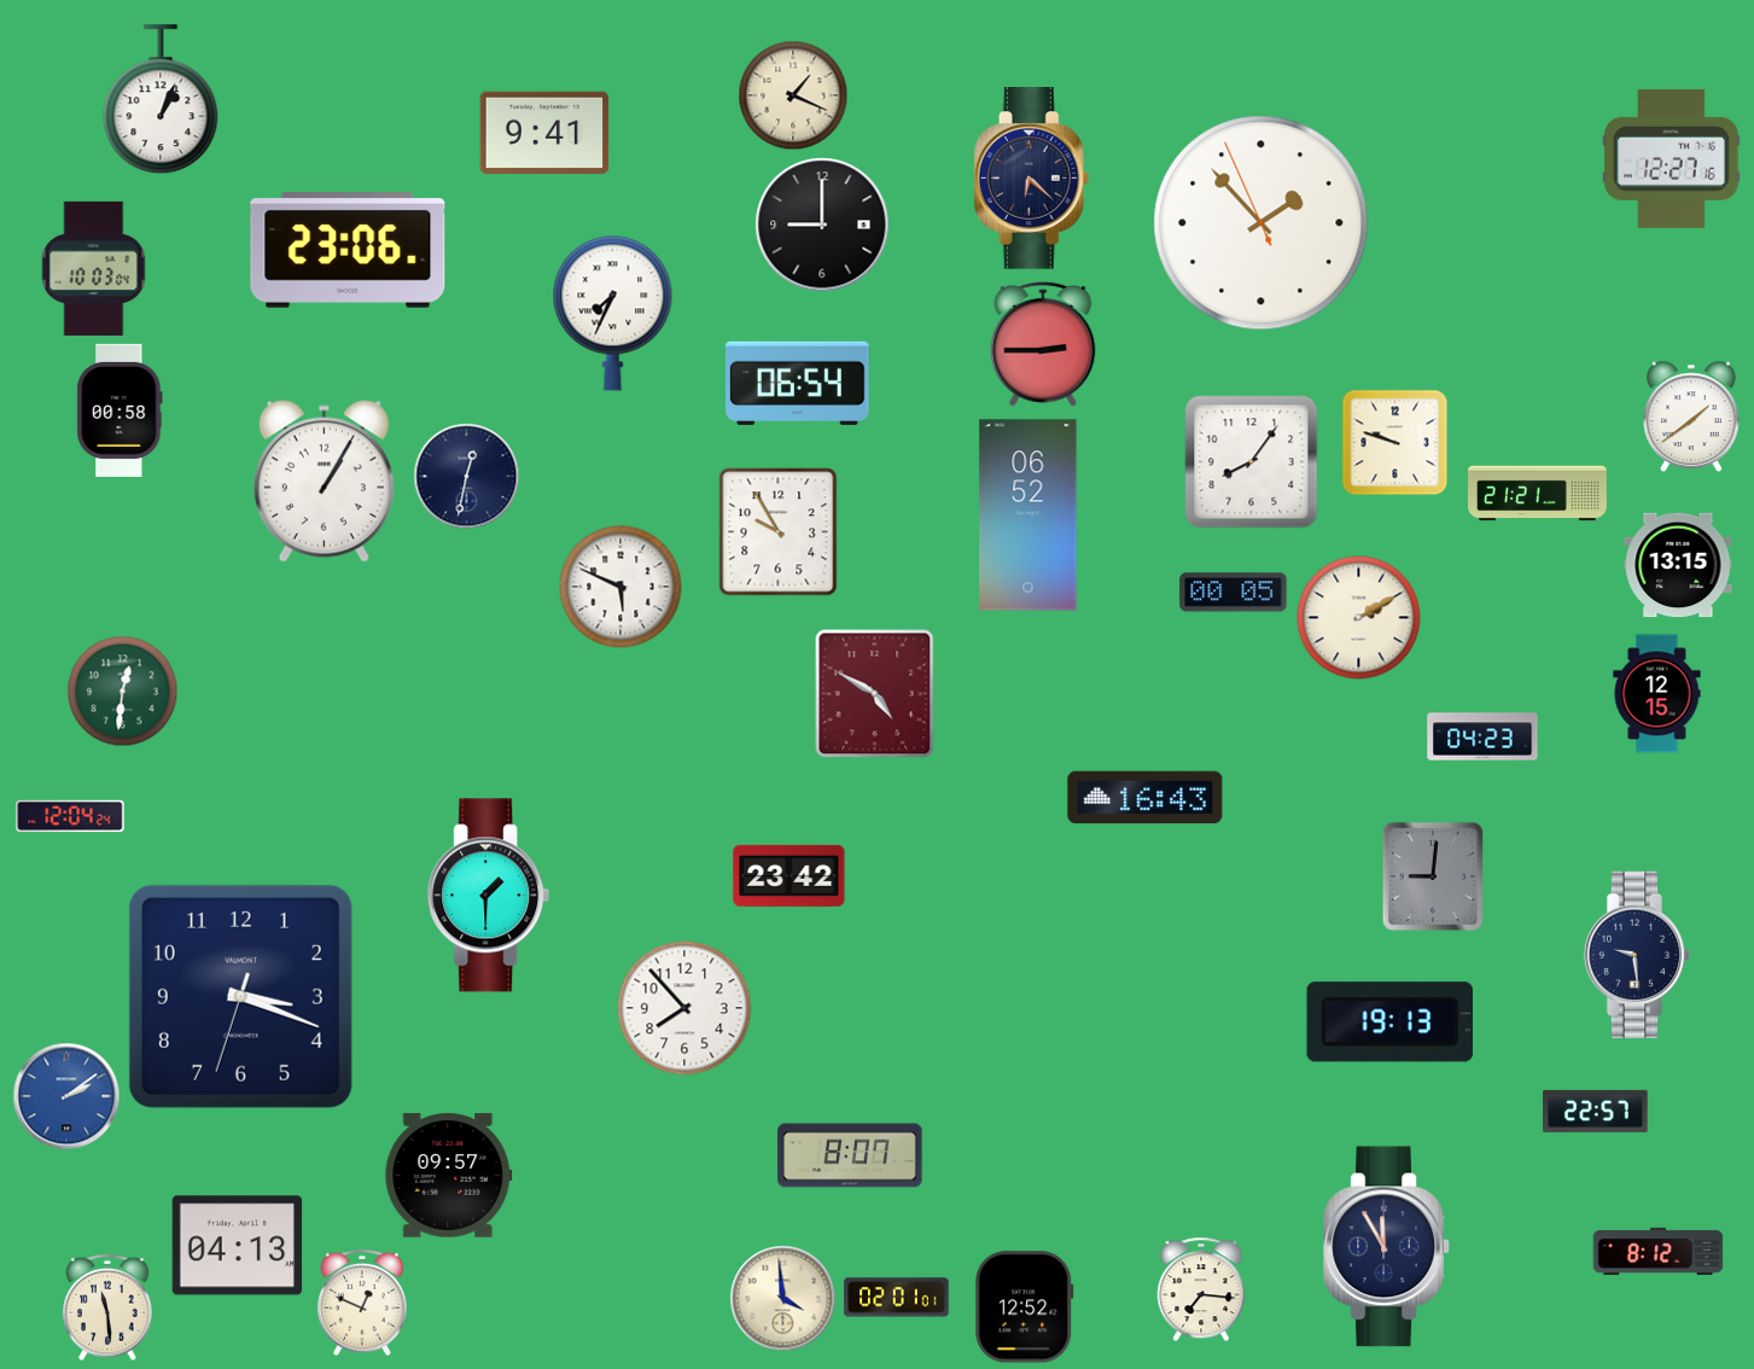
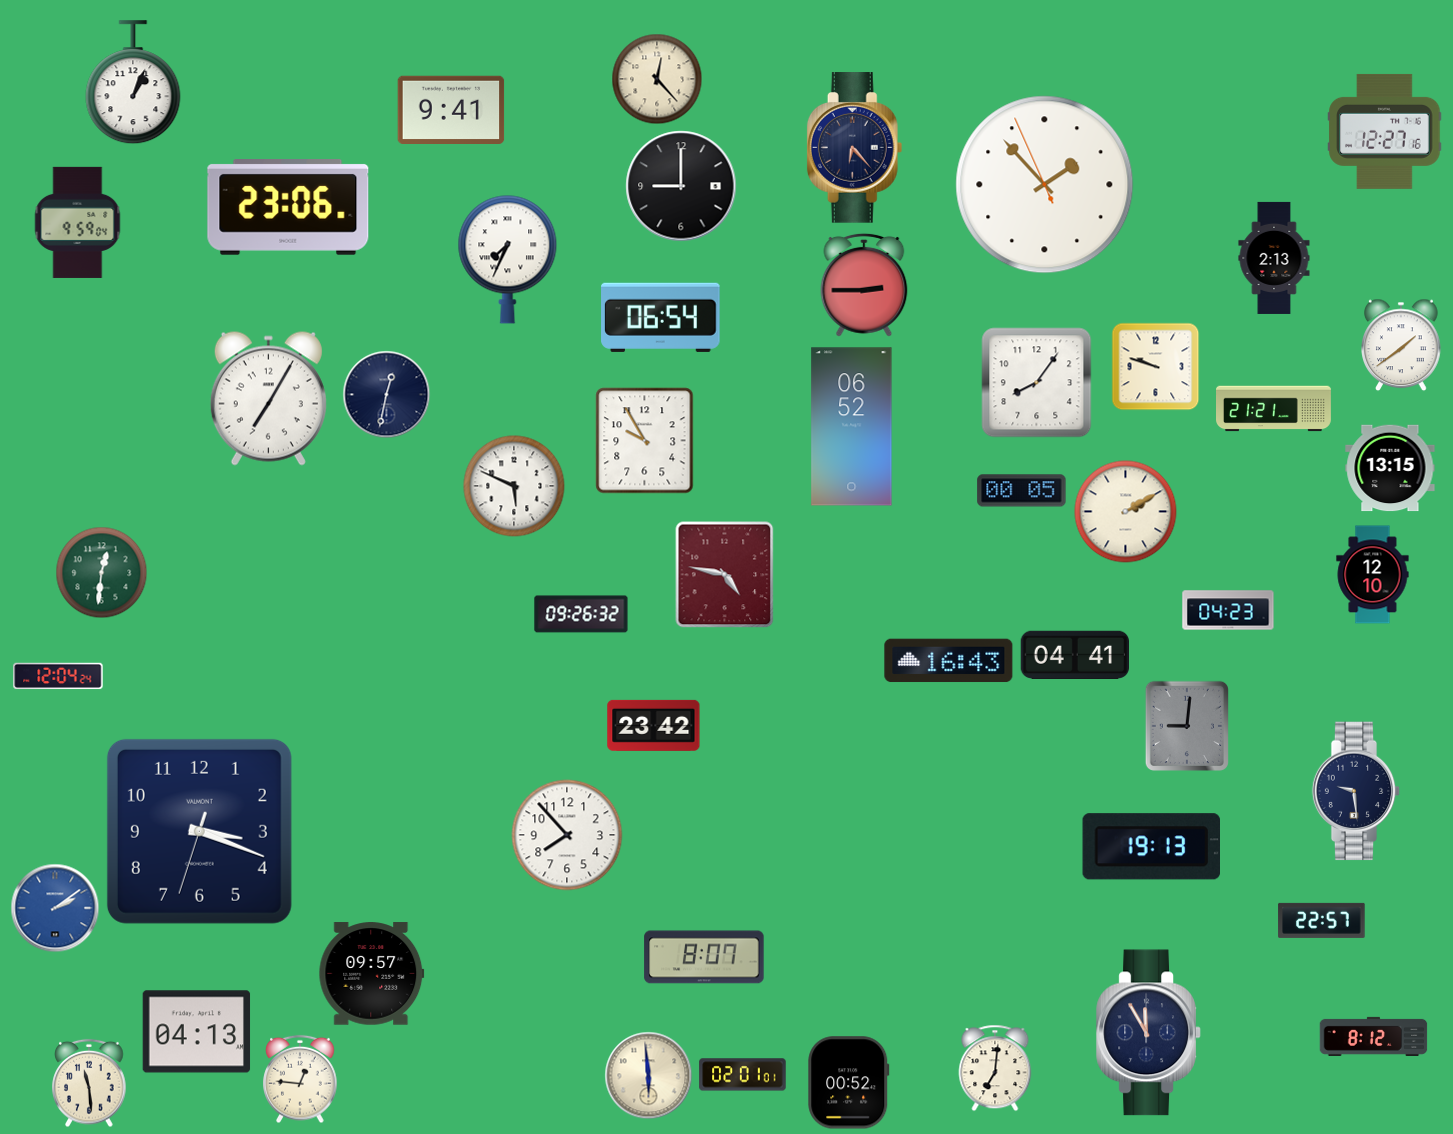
clock at (793, 95): 1:19 -> 12:23
clock at (1032, 179): 6:22 -> 6:23
clock at (94, 268): 10:03 -> 9:59
clock at (1274, 258): none -> 2:13
clock at (120, 410): 00:58 -> none
clock at (324, 480): 1:05 -> 7:05
clock at (875, 694): 4:50 -> 4:47
clock at (1657, 694): 12:15 -> 12:10
clock at (581, 614): none -> 09:26
clock at (1074, 654): none -> 04:41
clock at (489, 896): 1:30 -> none
clock at (240, 996) position: (240, 996) -> (199, 831)
clock at (1201, 1289): 7:16 -> 7:01
clock at (783, 1299): 3:59 -> 5:59
clock at (362, 1303): 12:49 -> 12:46
clock at (1025, 1307): 12:52 -> 00:52
